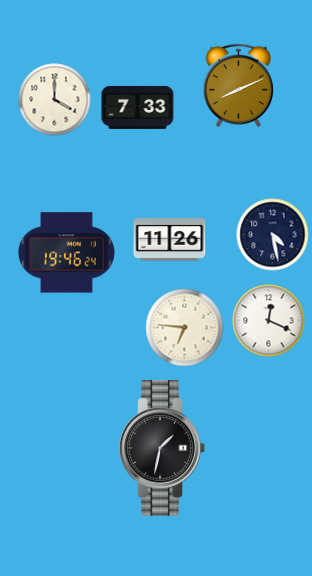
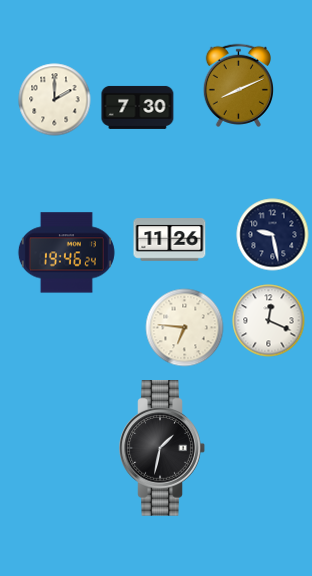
clock at (55, 100): 4:00 -> 2:00
clock at (138, 107): 7:33 -> 7:30
clock at (273, 235): 4:28 -> 9:28
